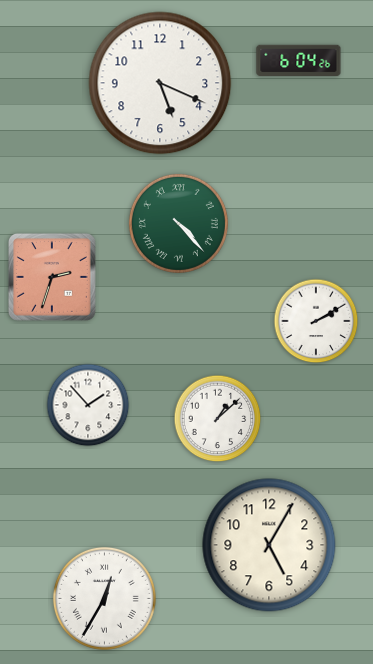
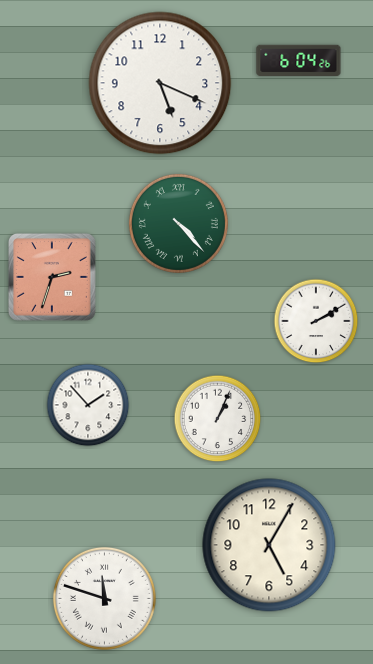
clock at (218, 419): 1:08 -> 1:04
clock at (104, 598): 12:35 -> 11:48
